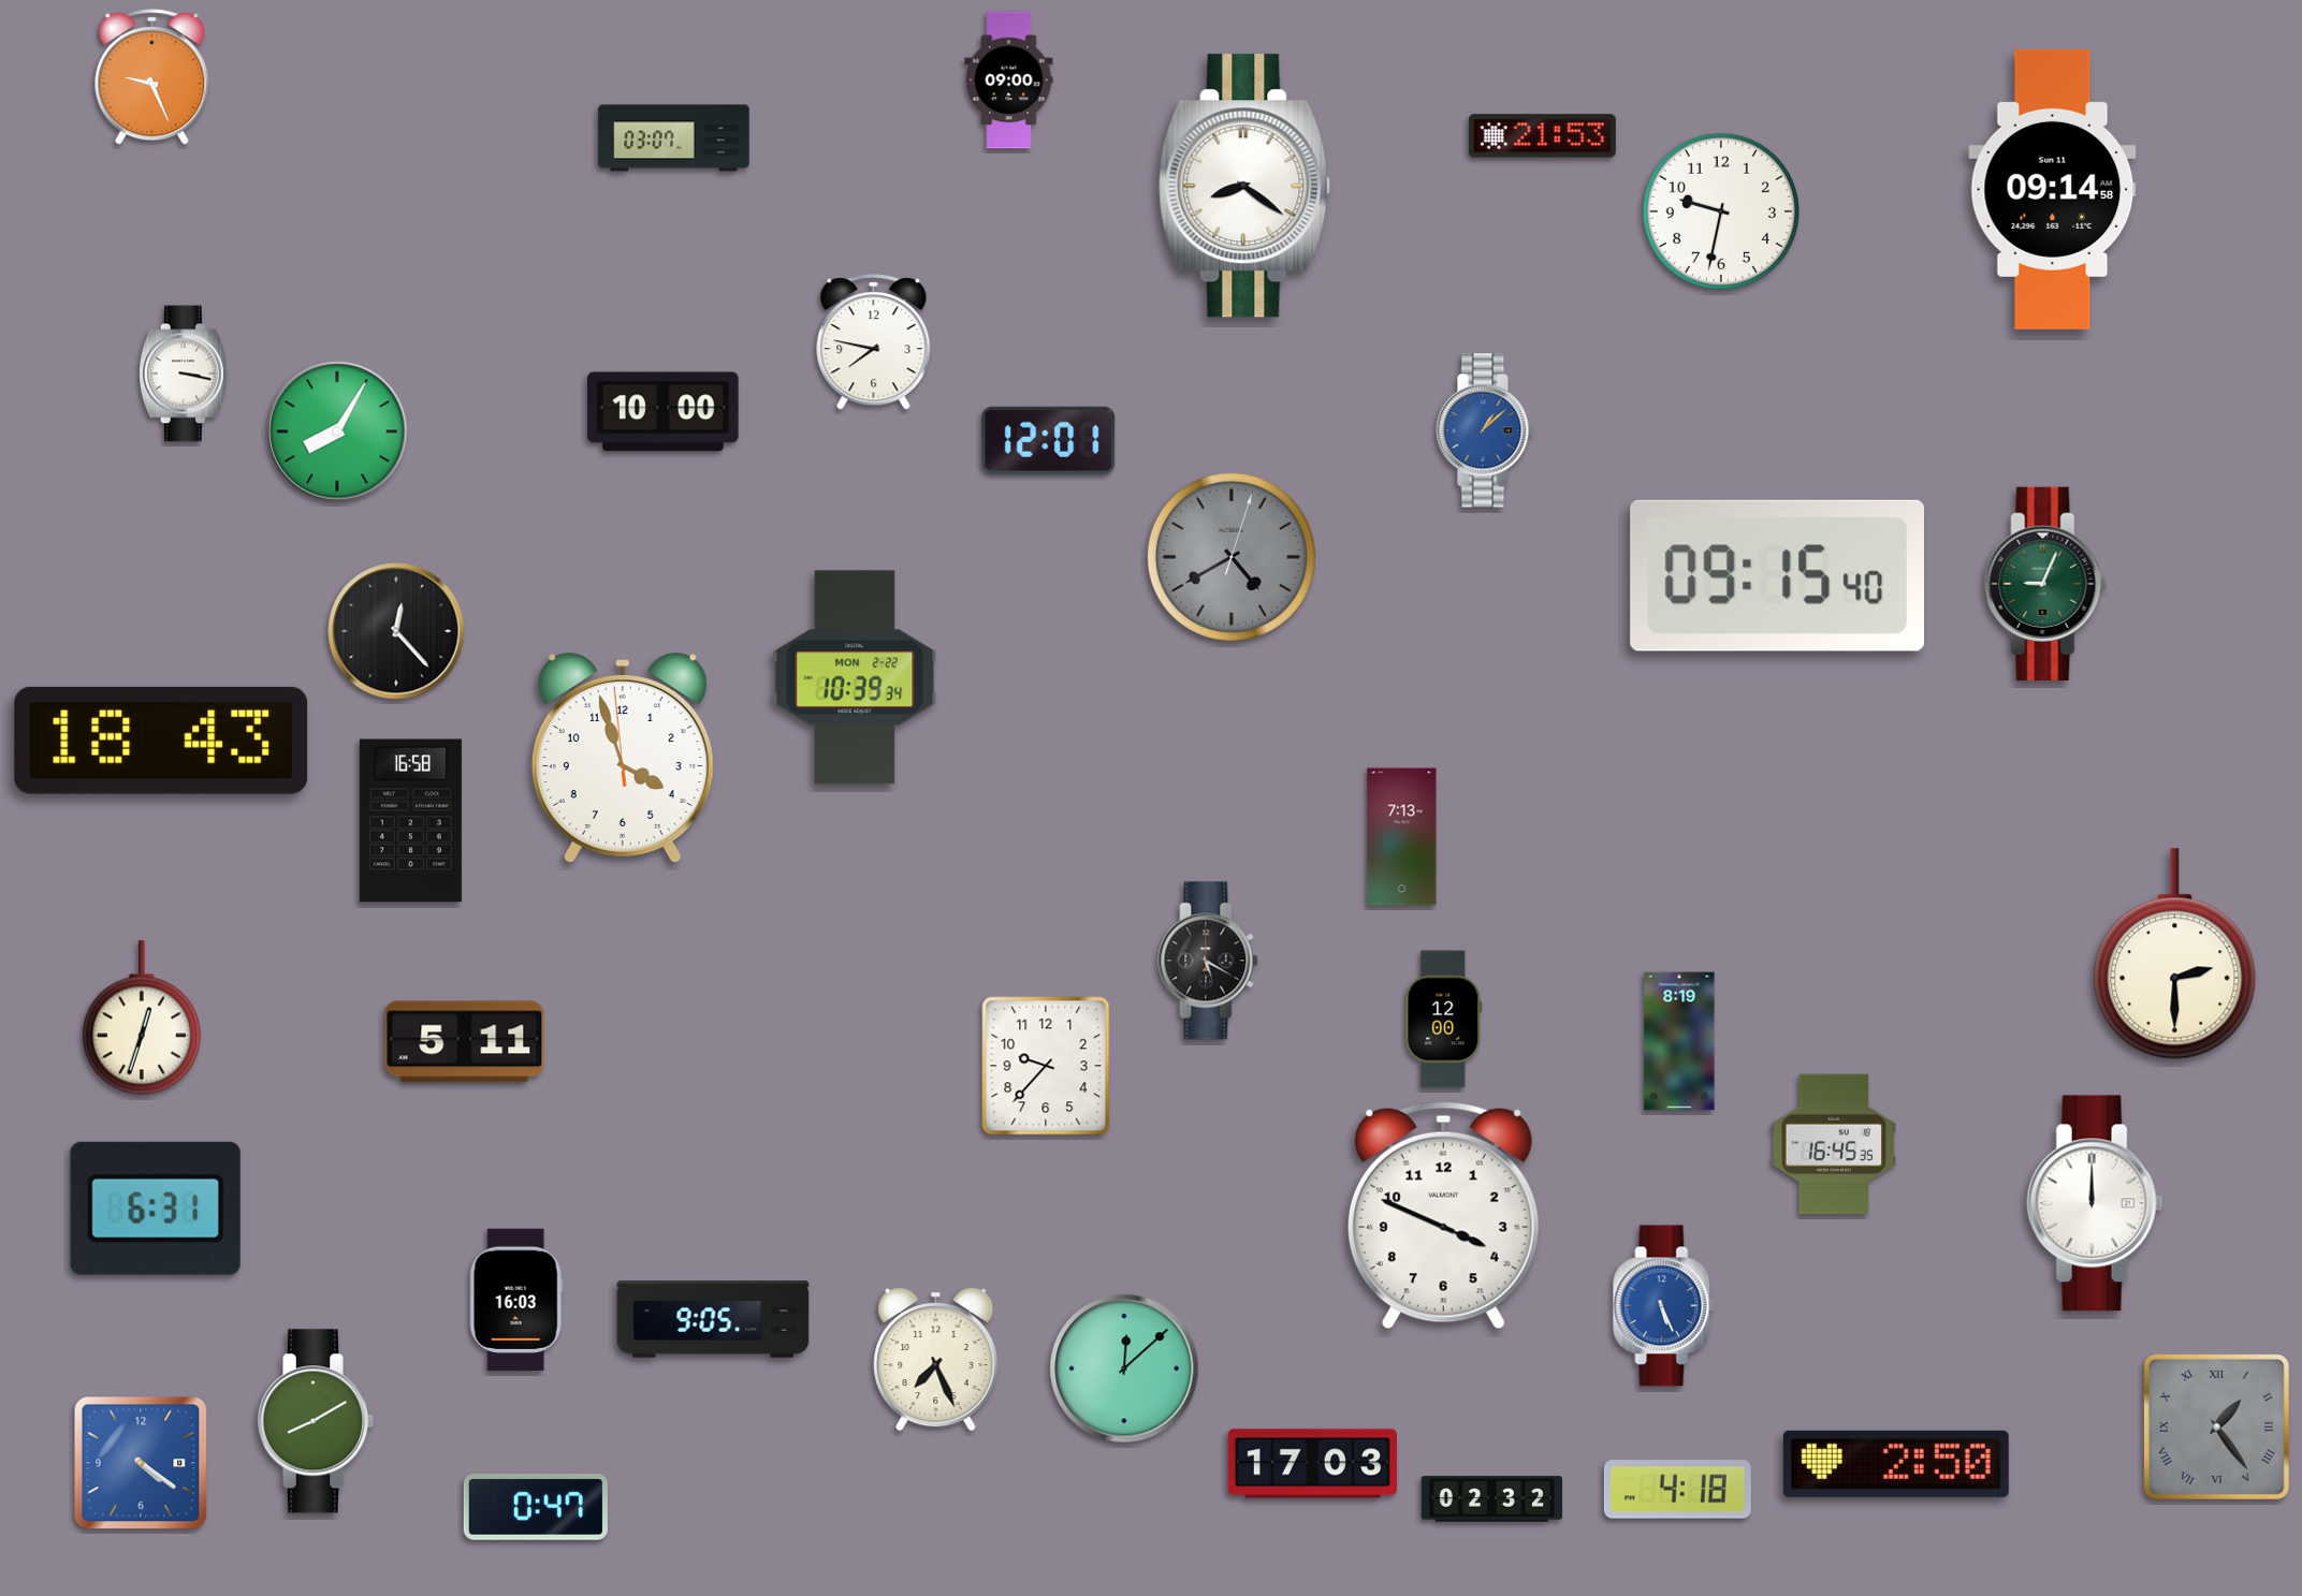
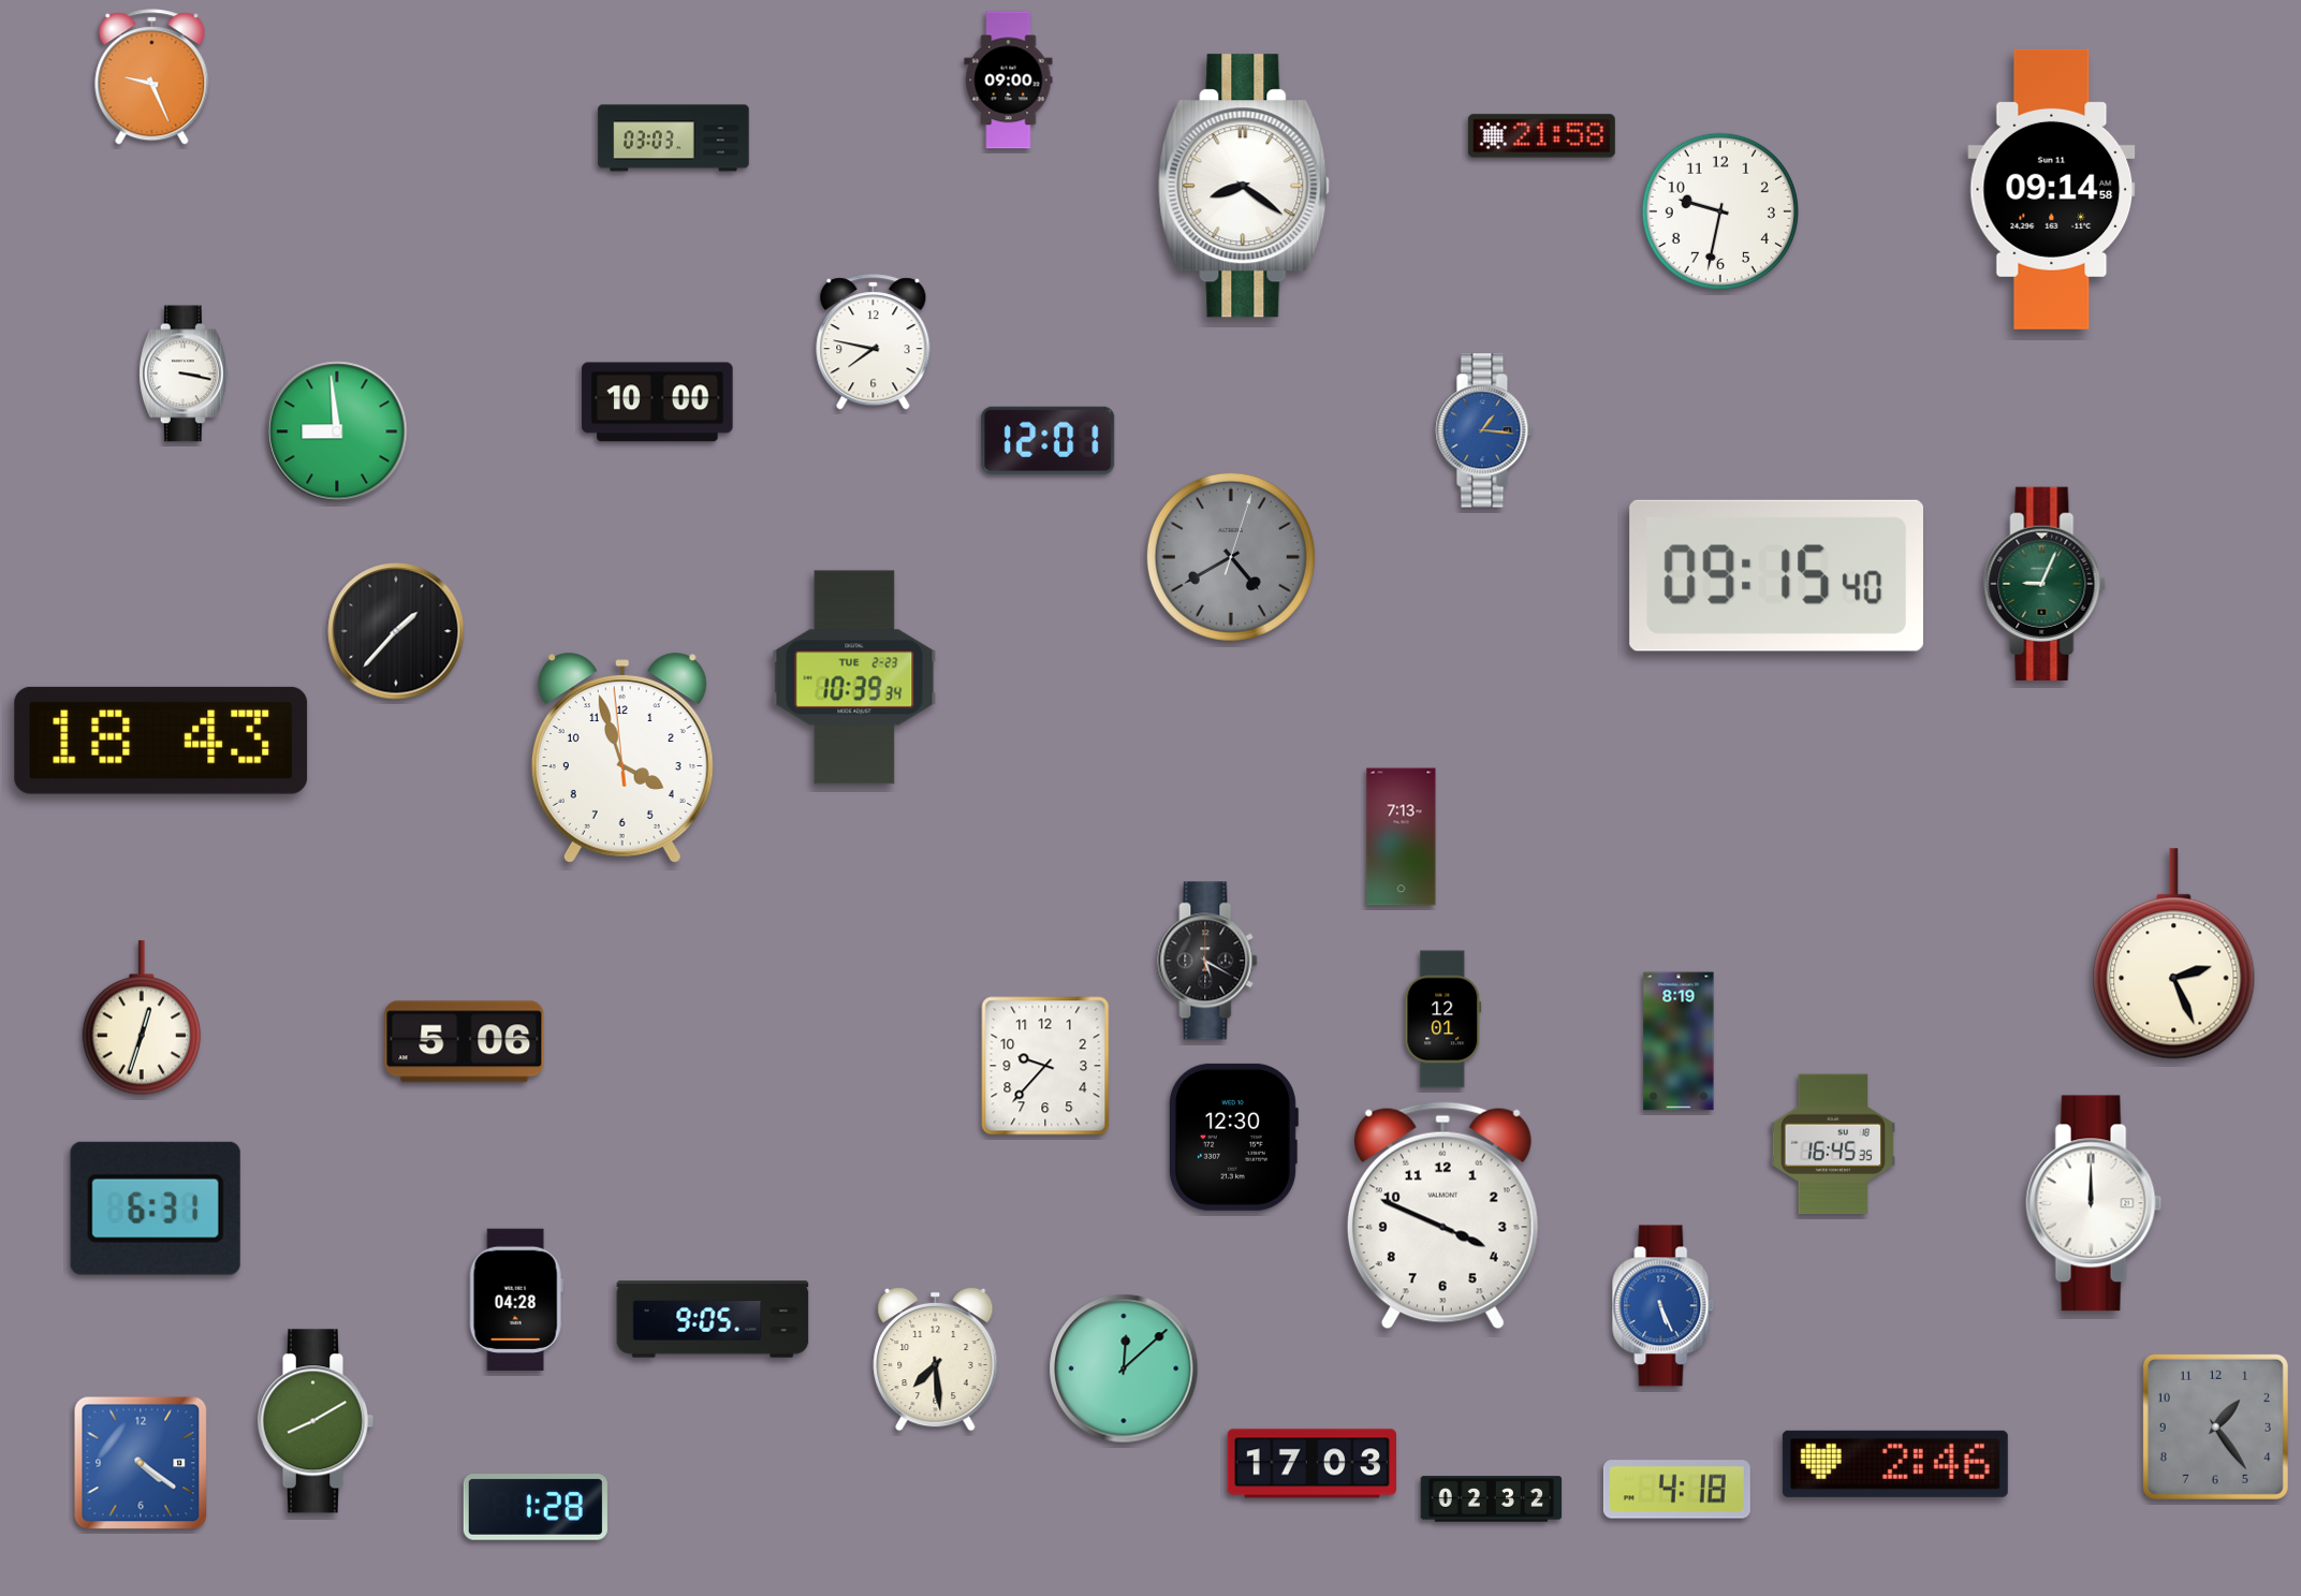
clock at (1542, 136): 21:53 -> 21:58
clock at (674, 138): 03:07 -> 03:03
clock at (664, 412) position: (664, 412) -> (658, 402)
clock at (1485, 430): 1:08 -> 1:16
clock at (337, 431): 8:05 -> 8:59
clock at (396, 631): 12:23 -> 1:37
clock at (855, 677) date: MON 2-22 -> TUE 2-23
clock at (410, 821): 16:58 -> none
clock at (2175, 954): 2:30 -> 2:26
clock at (1444, 1020): 12:00 -> 12:01
clock at (465, 1042): 5:11 -> 5:06
clock at (1233, 1137): none -> 12:30
clock at (516, 1299): 16:03 -> 04:28
clock at (936, 1359): 7:26 -> 7:29
clock at (2216, 1426) numerals: Roman -> Arabic
clock at (1896, 1464): 2:50 -> 2:46
clock at (536, 1507): 0:47 -> 1:28
